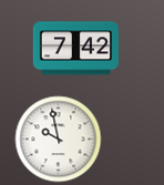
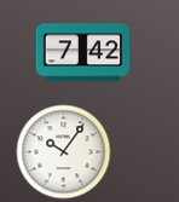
clock at (58, 138): 9:58 -> 10:06
